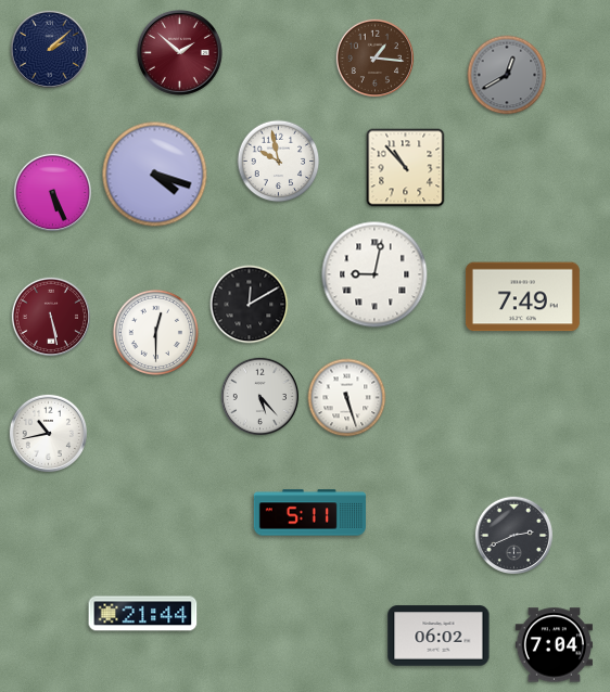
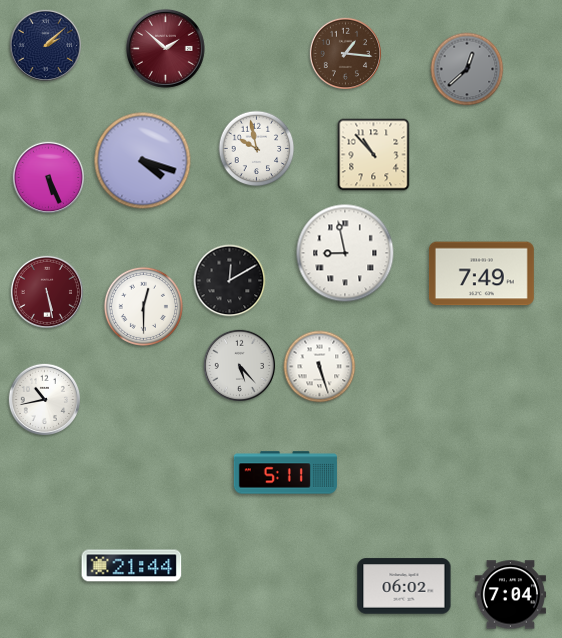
clock at (507, 75): 12:40 -> 12:38
clock at (374, 274): 9:02 -> 8:58
clock at (513, 535): 2:41 -> none
